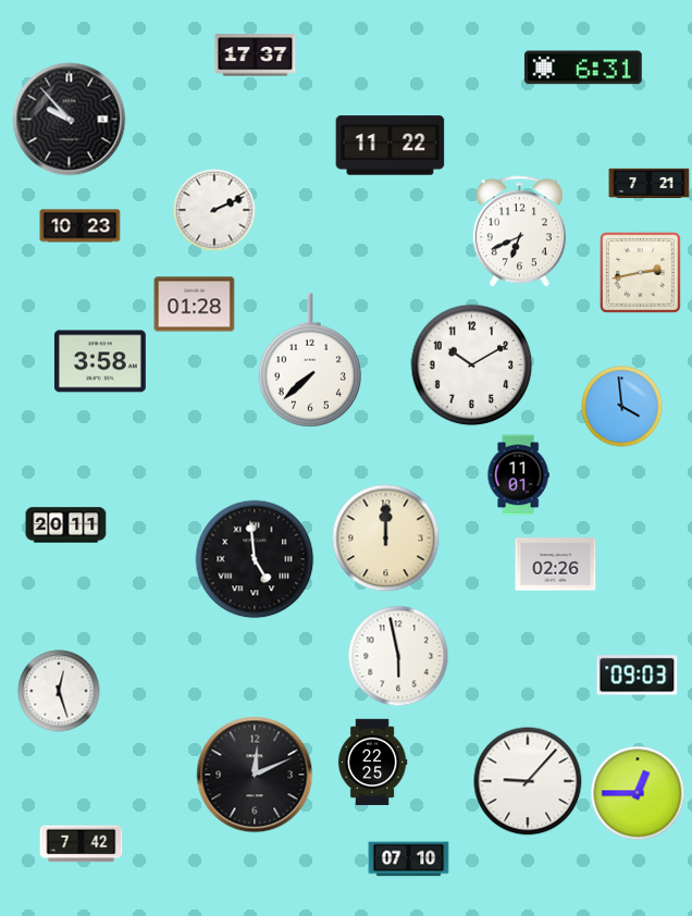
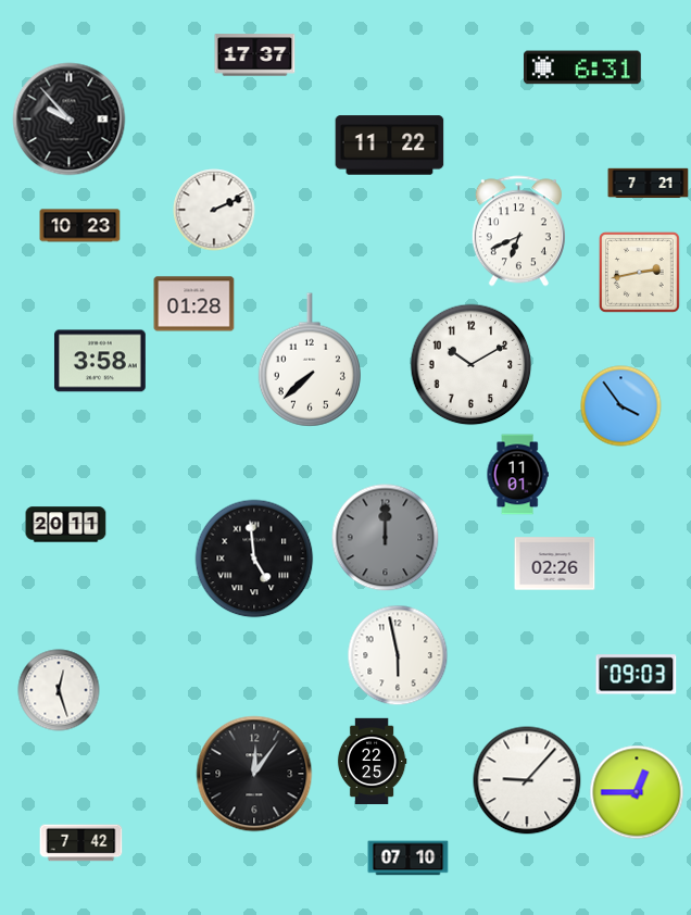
clock at (622, 407): 3:59 -> 3:54
clock at (386, 539) dial: cream -> grey
clock at (255, 775): 12:11 -> 12:06
